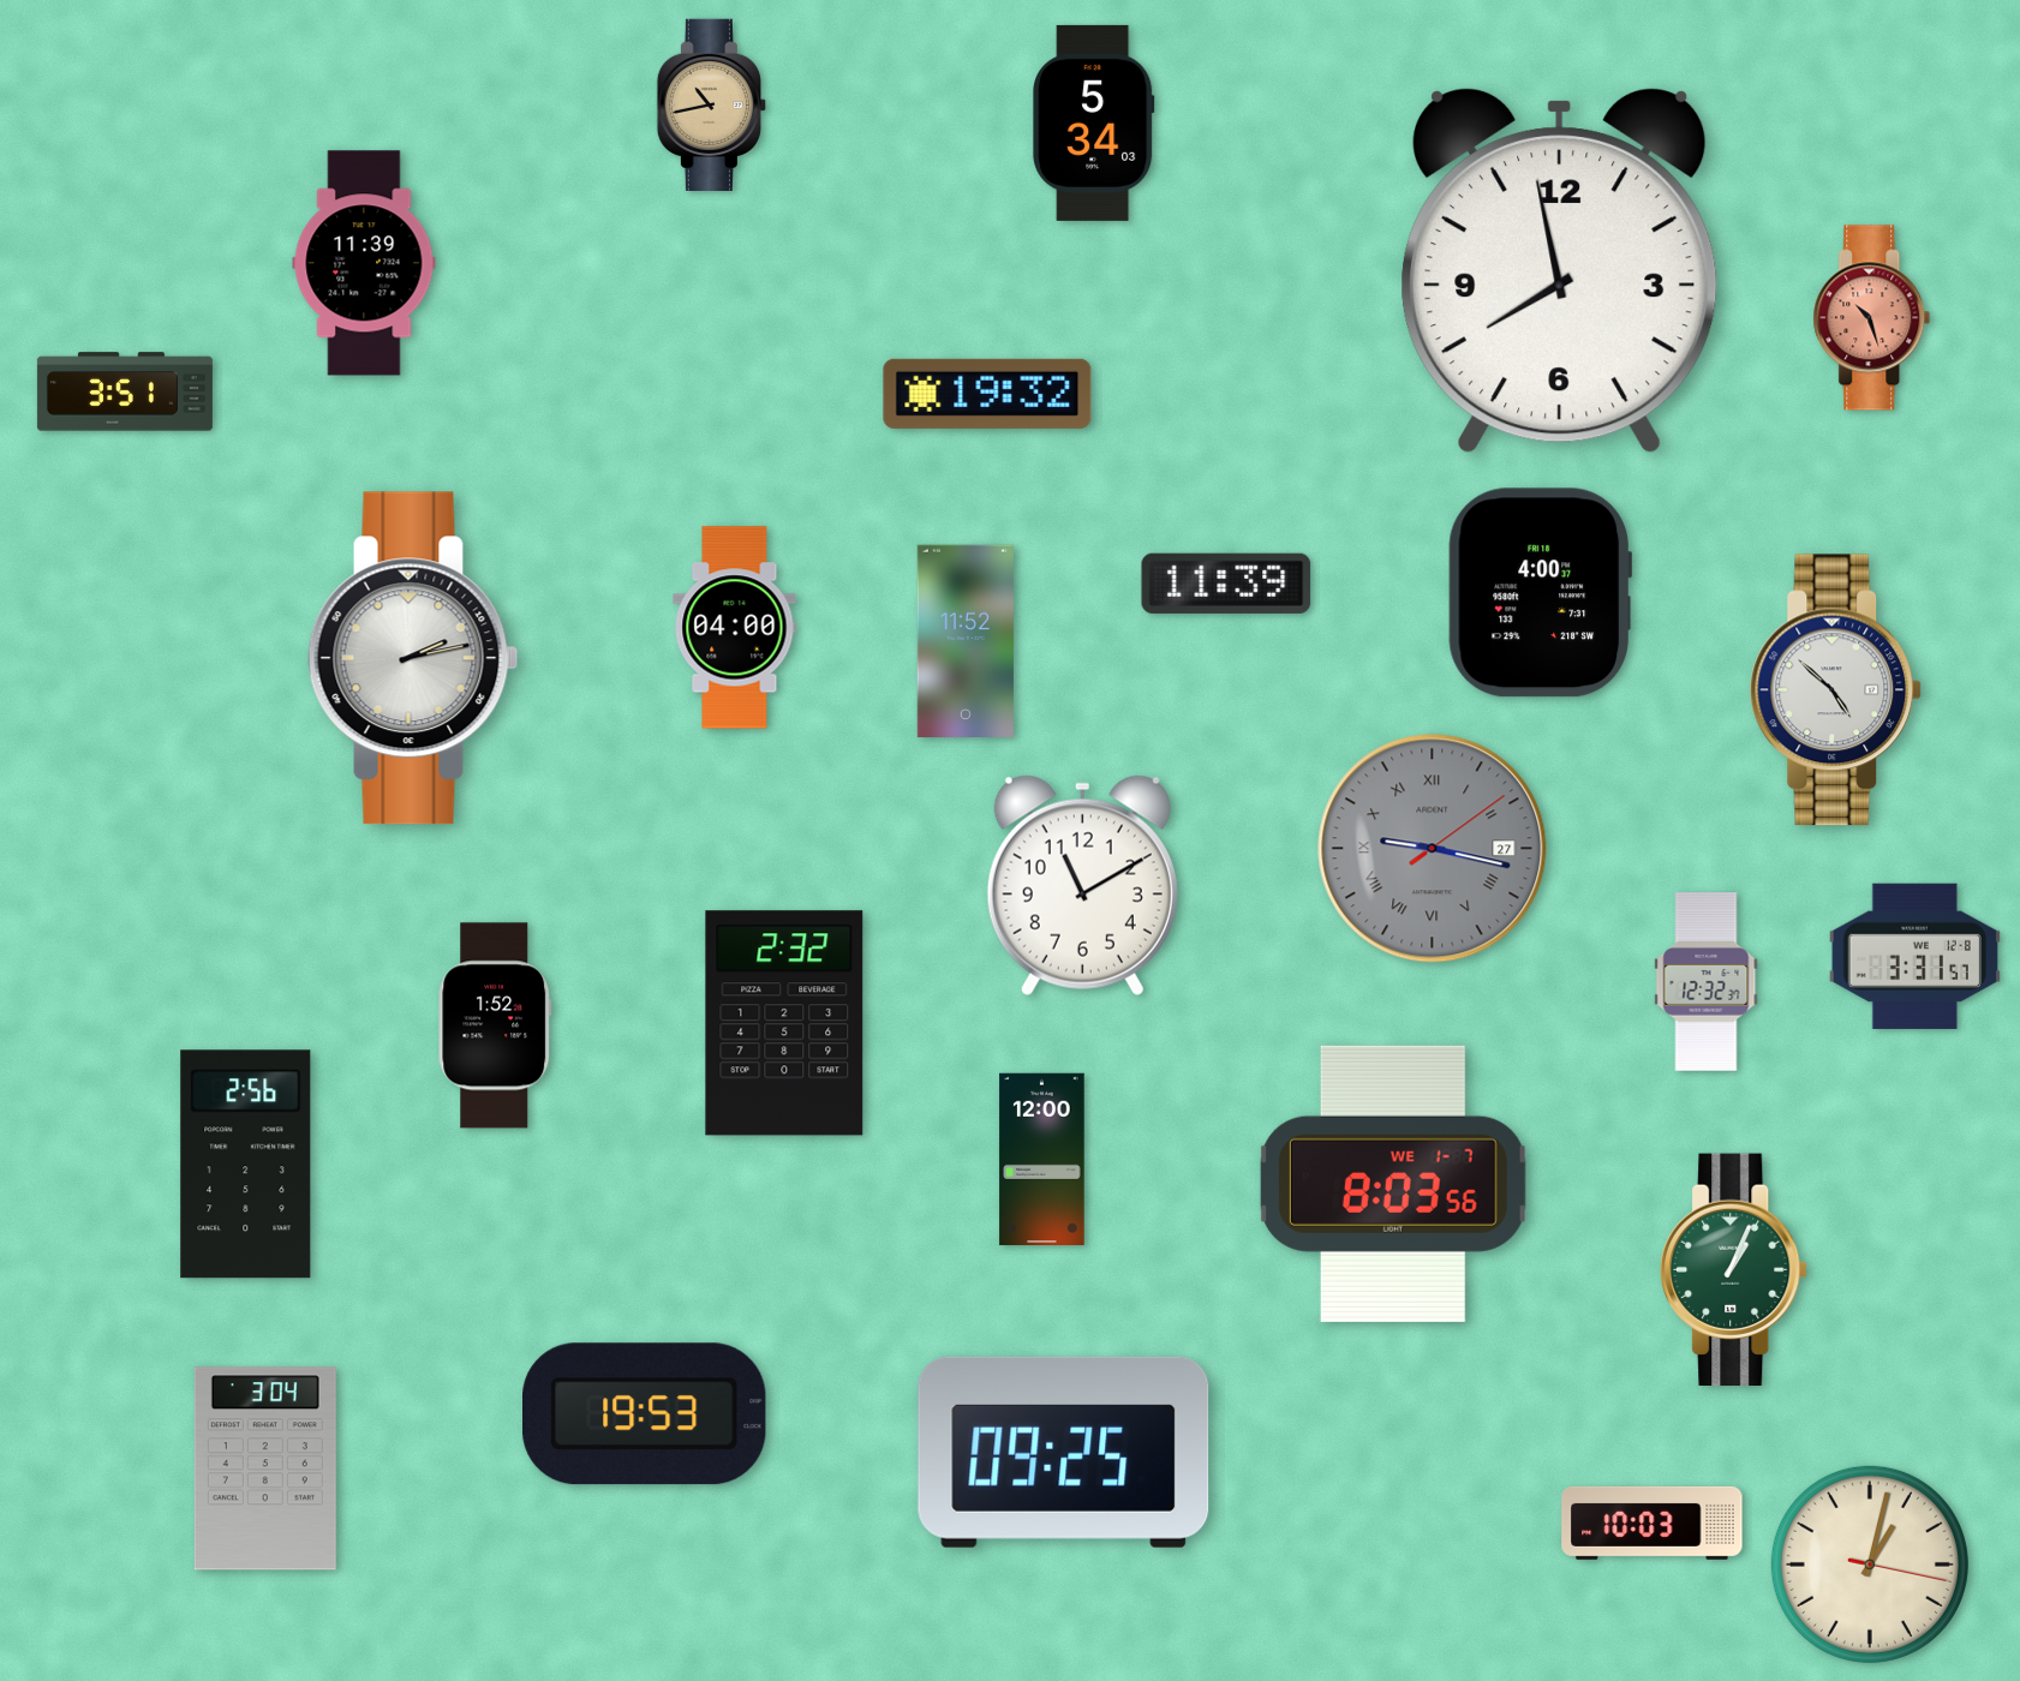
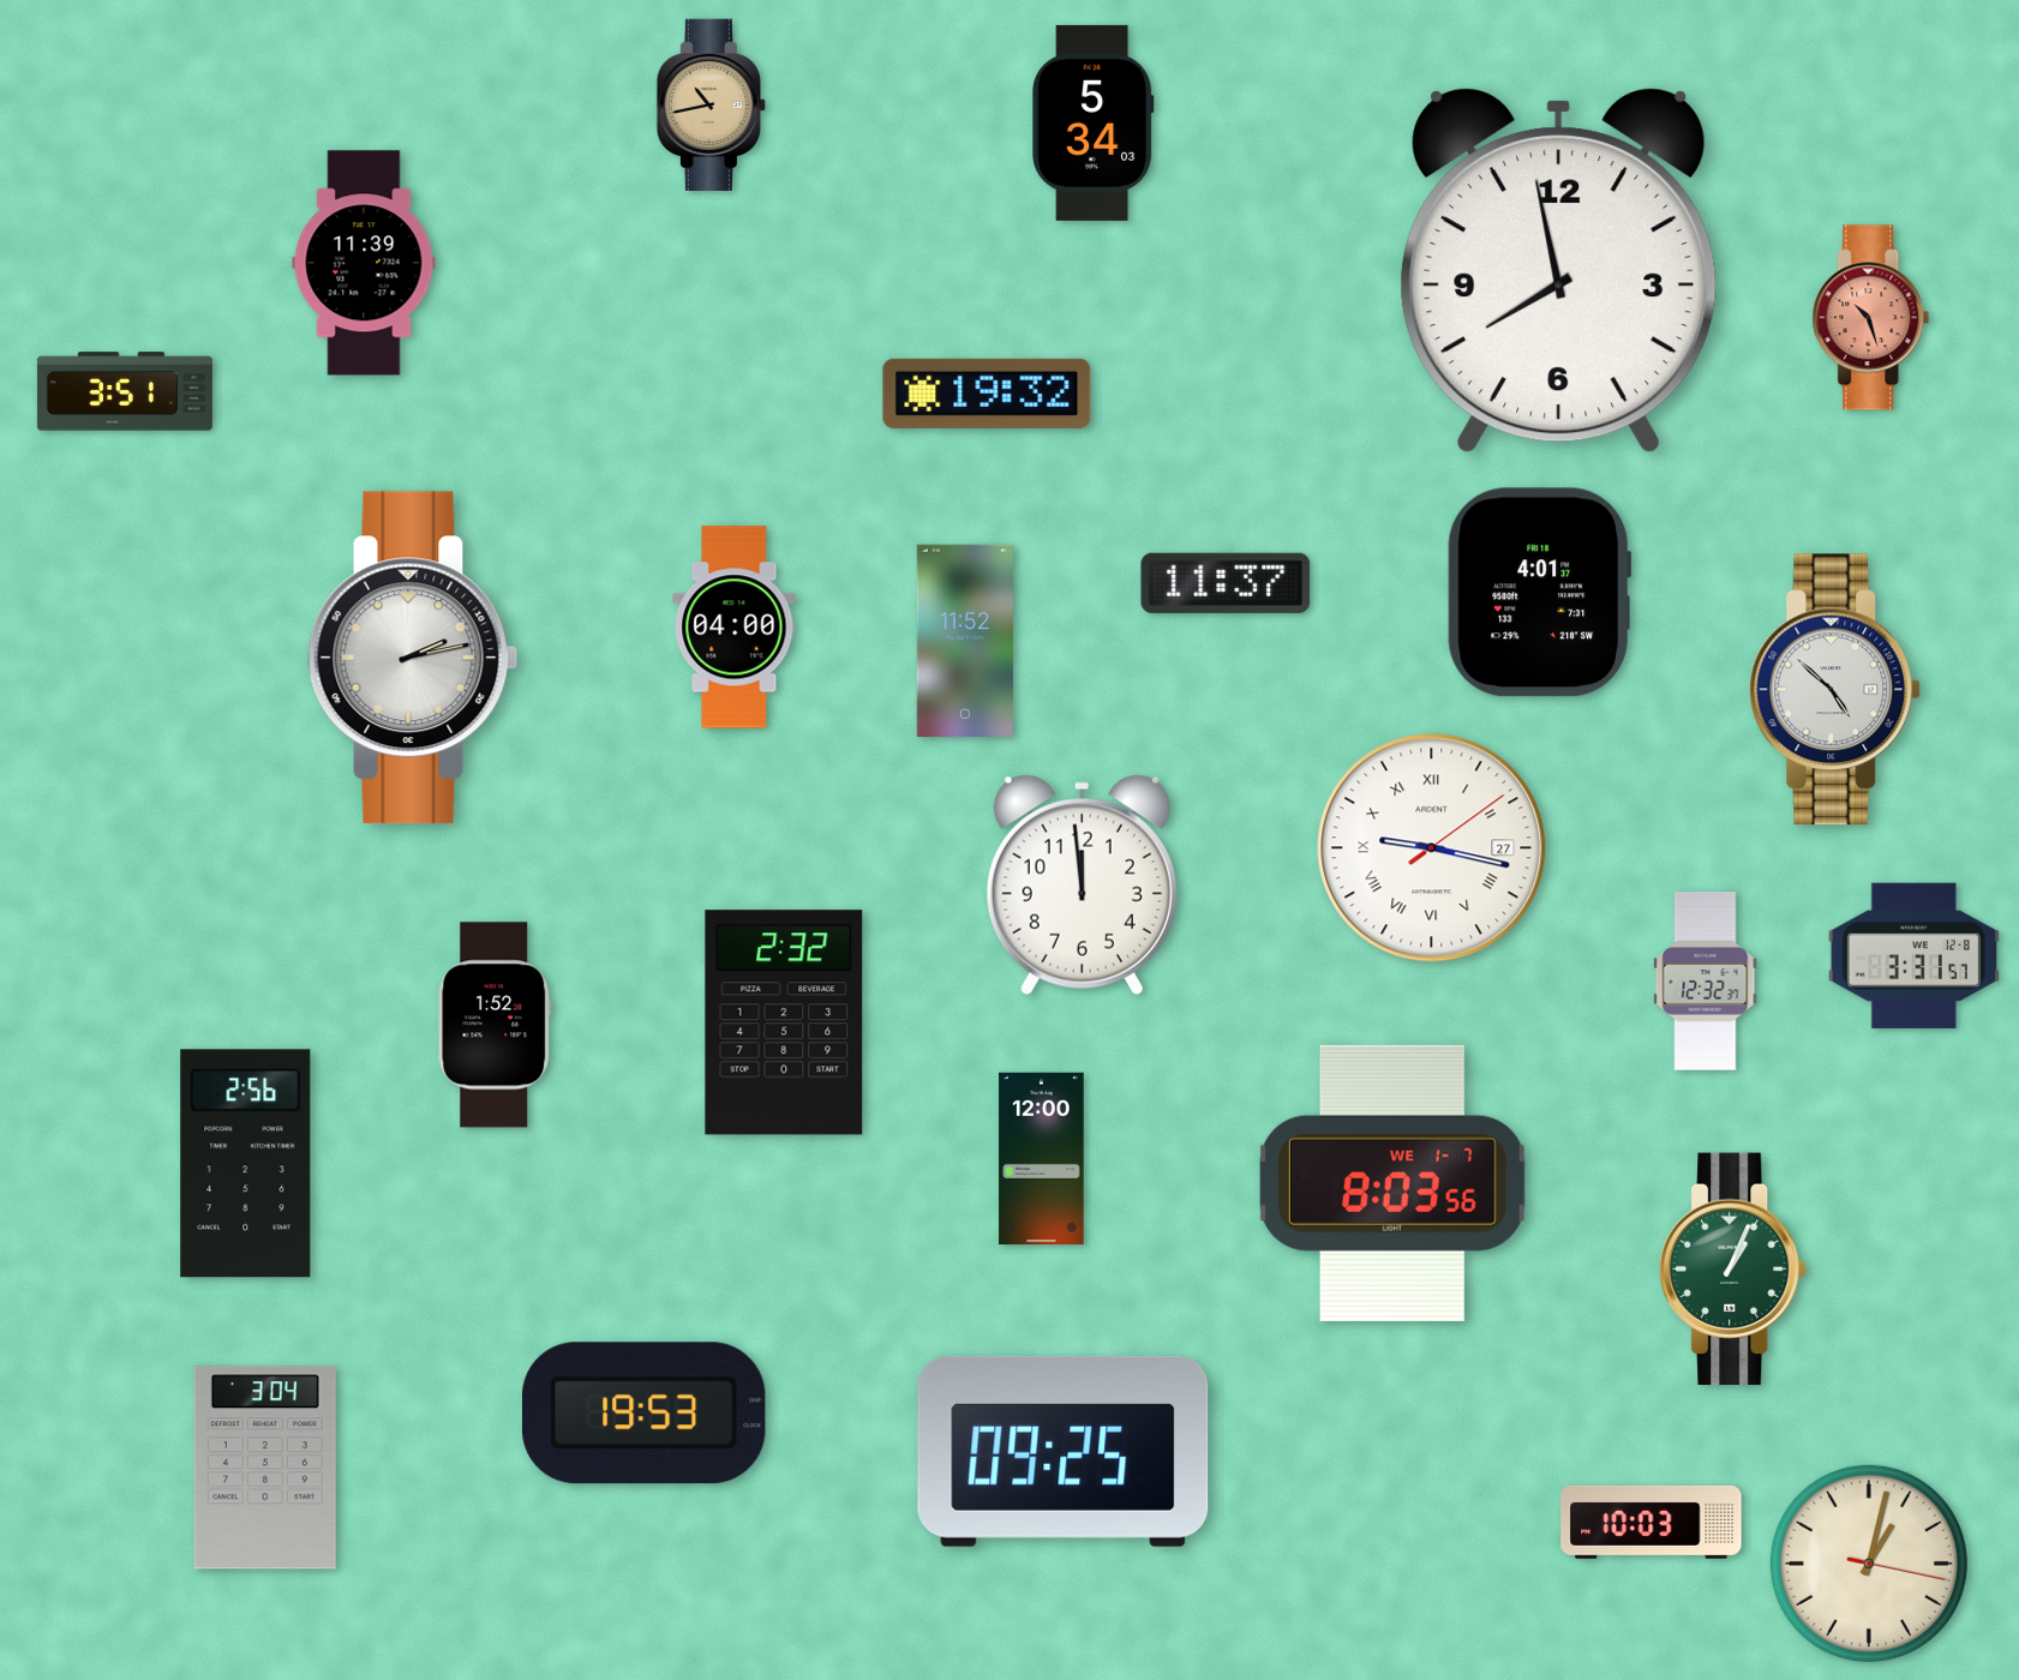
clock at (1226, 584): 11:39 -> 11:37
clock at (1541, 593): 4:00 -> 4:01
clock at (1433, 849) dial: grey -> white
clock at (1082, 885): 11:10 -> 11:59
